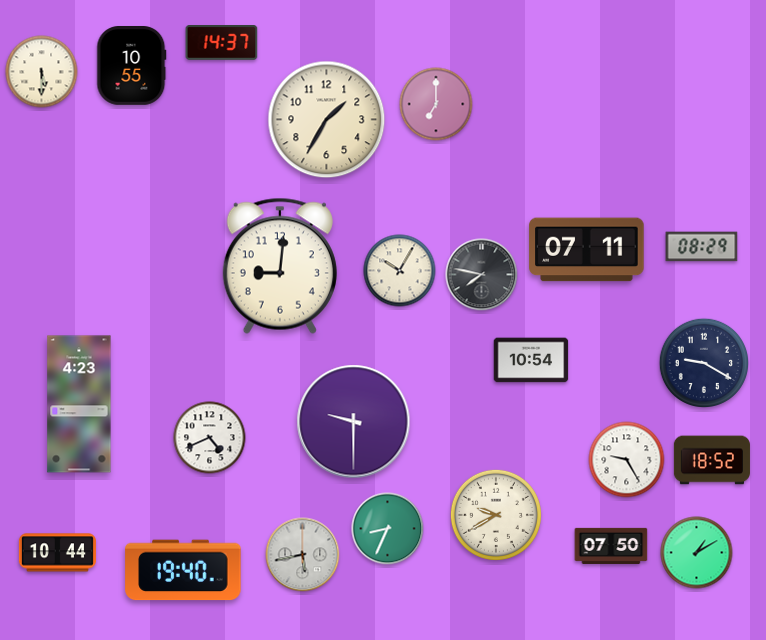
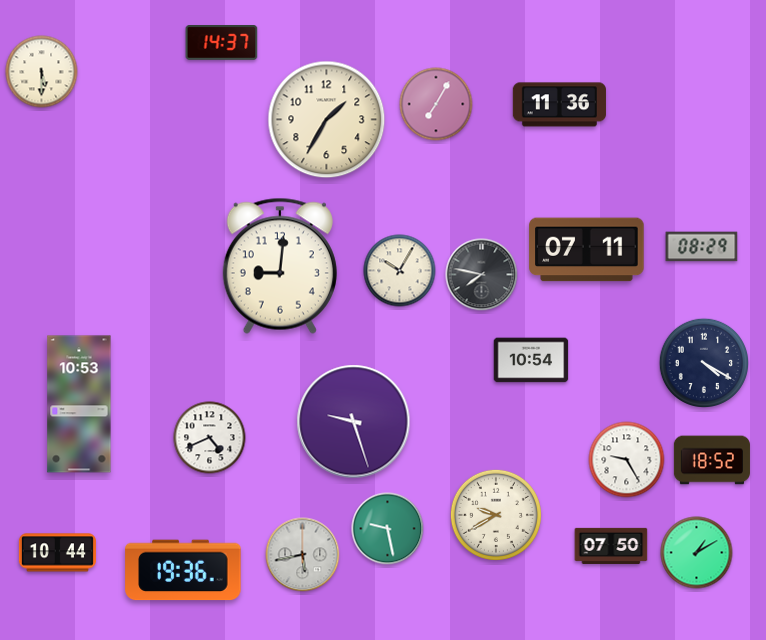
clock at (132, 66): 10:55 -> none
clock at (436, 104): 7:00 -> 7:05
clock at (559, 105): none -> 11:36
clock at (703, 362): 9:20 -> 4:20
clock at (79, 404): 4:23 -> 10:53
clock at (354, 422): 9:30 -> 9:27
clock at (388, 529): 8:34 -> 9:28
clock at (183, 570): 19:40 -> 19:36
